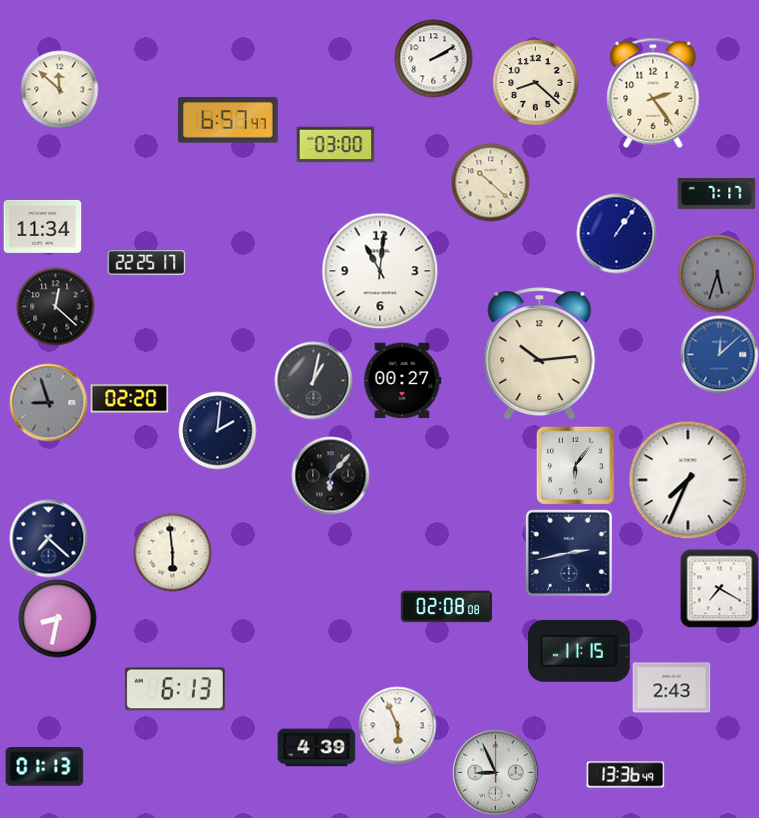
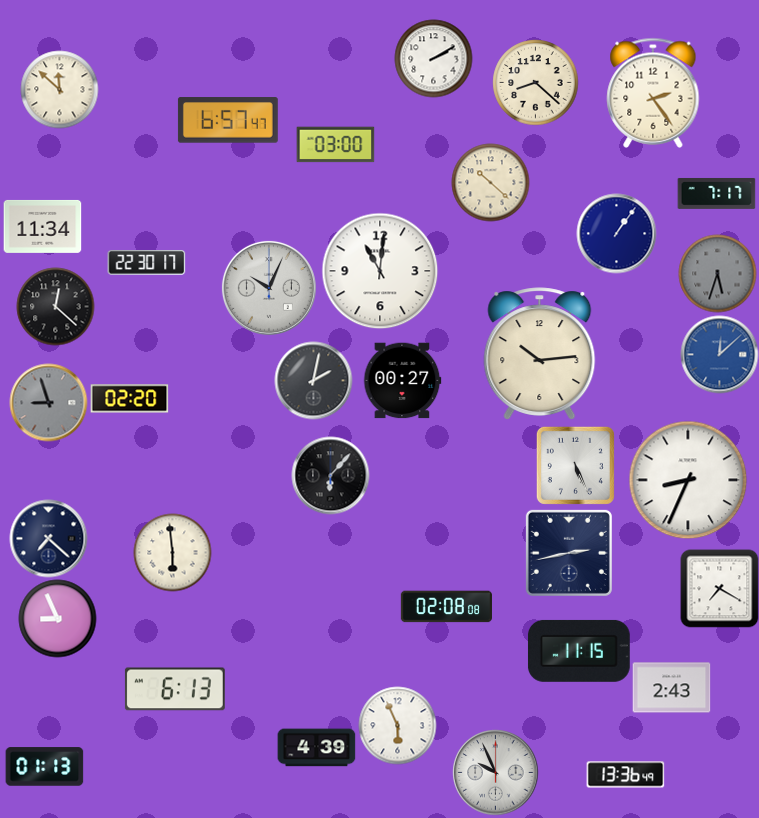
clock at (146, 263): 22:25 -> 22:30
clock at (269, 288): none -> 10:04
clock at (313, 380): 1:02 -> 2:02
clock at (217, 430): 2:01 -> none
clock at (575, 465): 6:06 -> 5:26
clock at (688, 480): 7:34 -> 8:34
clock at (57, 618): 8:32 -> 8:56
clock at (495, 772): 8:56 -> 9:56
